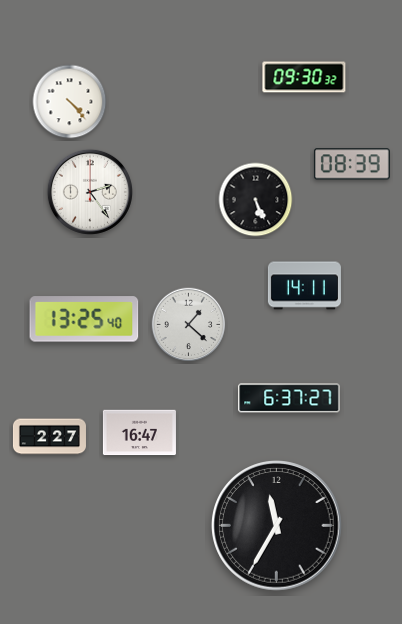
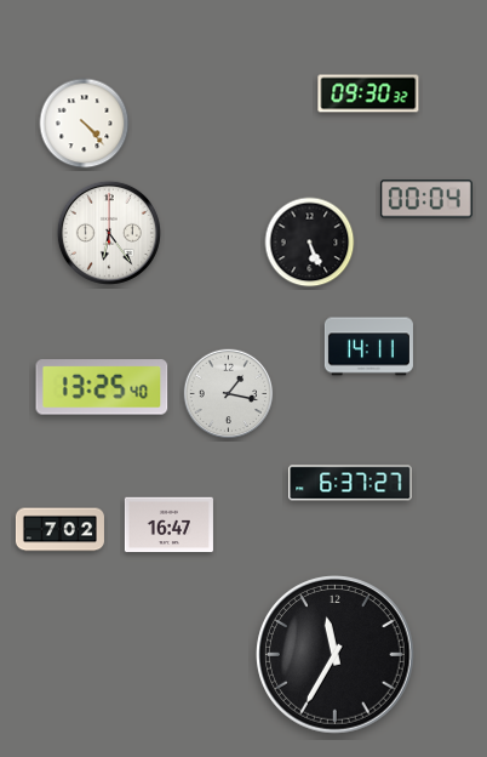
clock at (352, 164): 08:39 -> 00:04
clock at (90, 192): 2:24 -> 6:24
clock at (189, 325): 1:22 -> 1:17
clock at (49, 437): 2:27 -> 7:02
clock at (277, 526) position: (277, 526) -> (336, 655)
